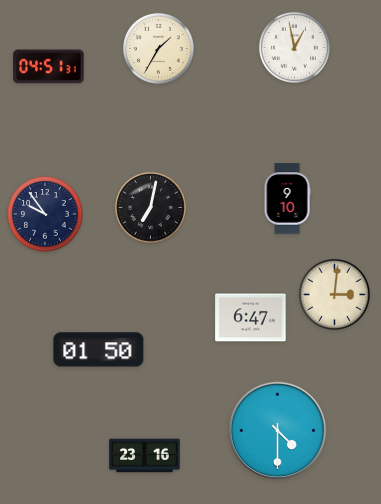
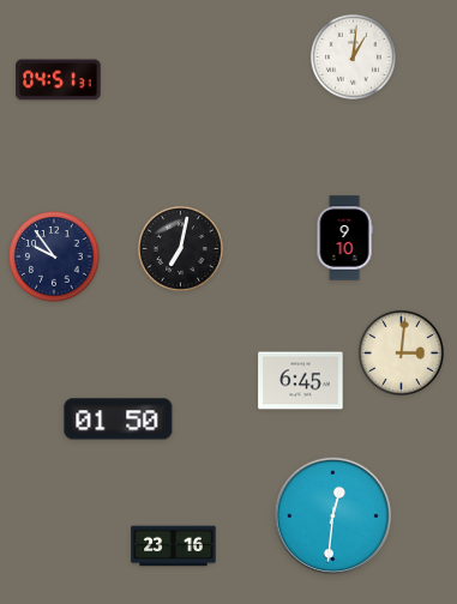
clock at (294, 47): 12:58 -> 1:01
clock at (158, 48): 1:35 -> none
clock at (251, 318): 6:47 -> 6:45
clock at (278, 431): 4:30 -> 12:31
